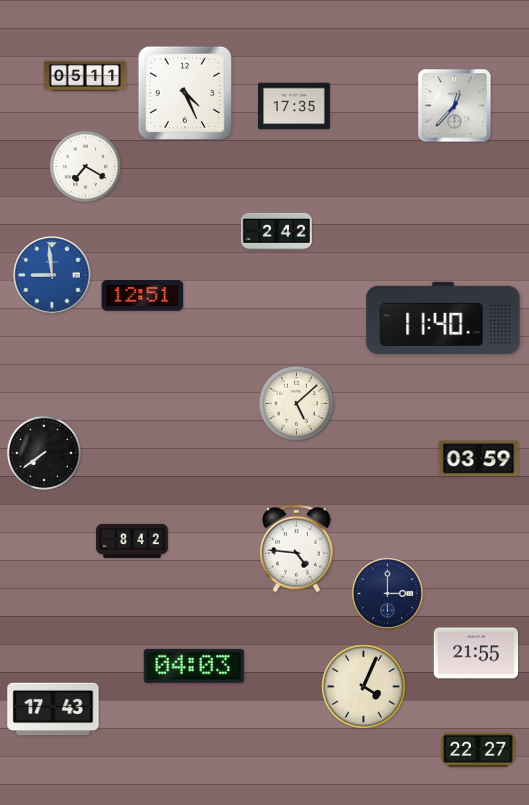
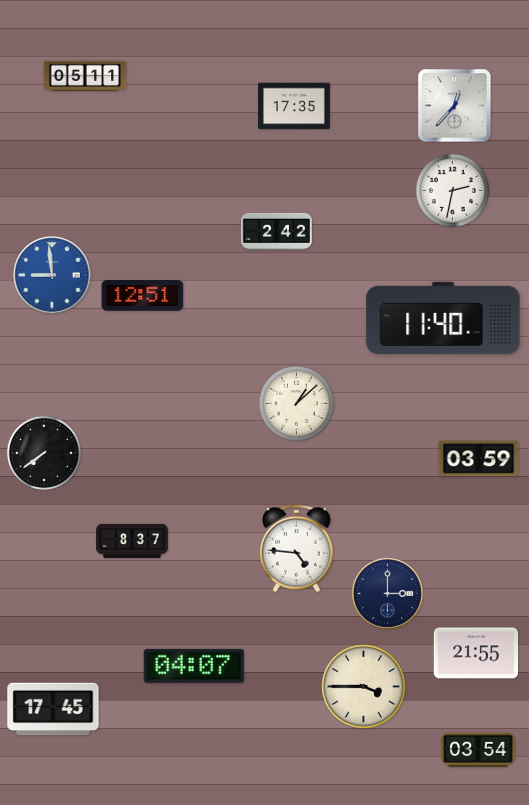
clock at (185, 93): 4:26 -> none
clock at (86, 167): 7:20 -> none
clock at (453, 191): none -> 2:32
clock at (296, 403): 5:08 -> 1:08
clock at (132, 541): 8:42 -> 8:37
clock at (194, 666): 04:03 -> 04:07
clock at (364, 687): 4:04 -> 3:45
clock at (53, 709): 17:43 -> 17:45
clock at (478, 750): 22:27 -> 03:54
